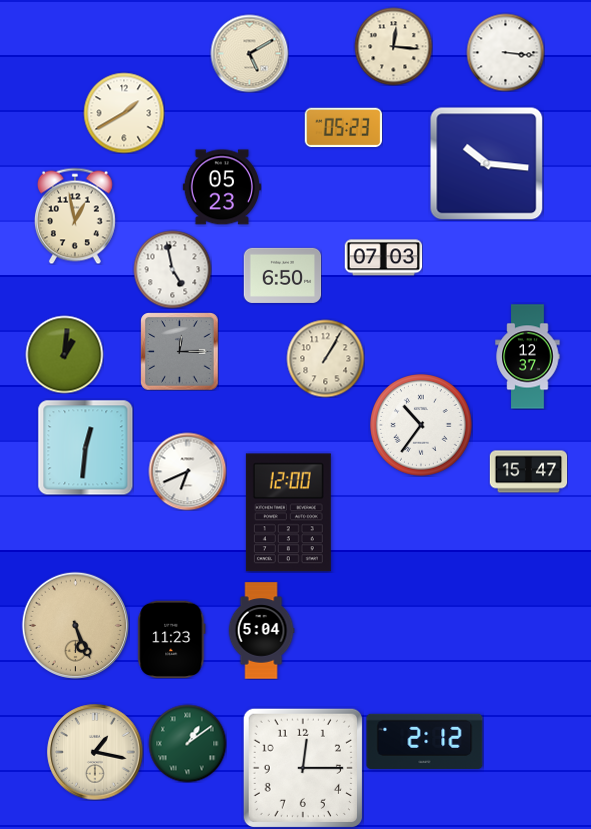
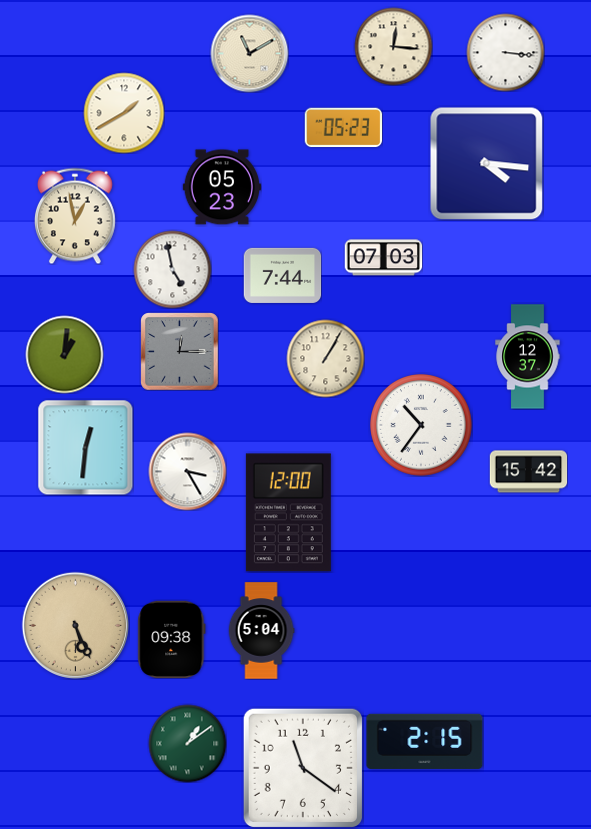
clock at (249, 53): 5:10 -> 11:10
clock at (486, 163): 10:16 -> 4:16
clock at (282, 275): 6:50 -> 7:44
clock at (187, 471): 6:41 -> 3:25
clock at (528, 472): 15:47 -> 15:42
clock at (172, 639): 11:23 -> 09:38
clock at (425, 741): 2:12 -> 2:15
clock at (95, 752): 1:17 -> none
clock at (303, 768): 12:15 -> 11:21
